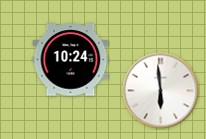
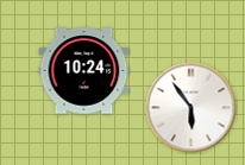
clock at (161, 91): 5:59 -> 5:54
